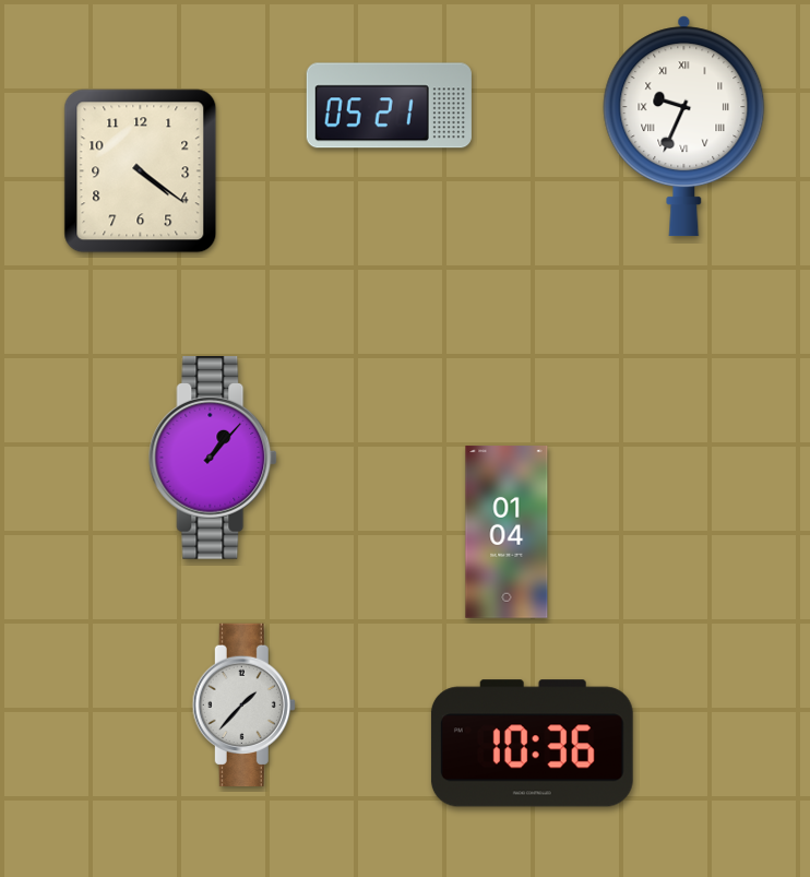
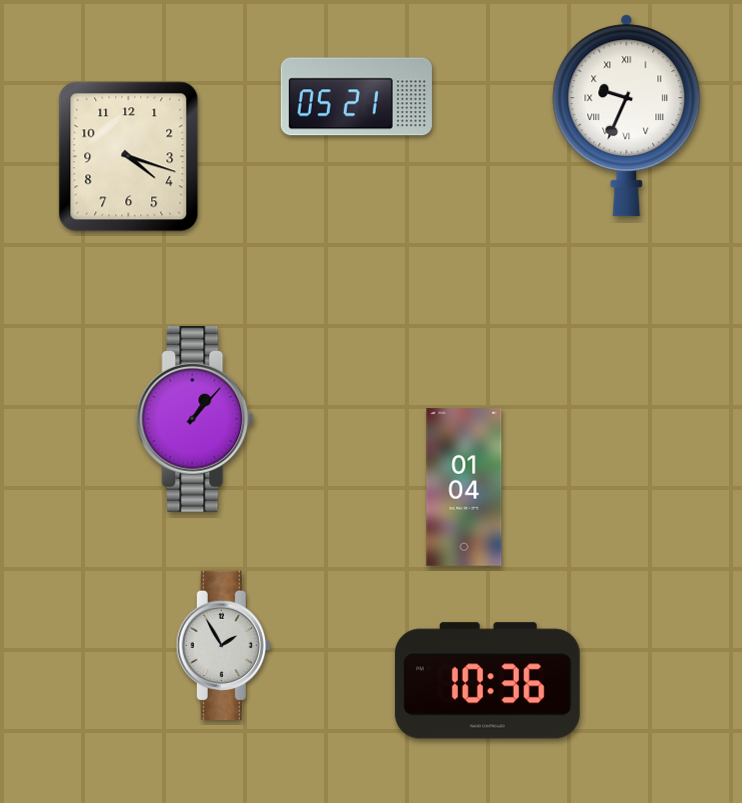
clock at (141, 171): 4:21 -> 4:18
clock at (243, 704): 1:37 -> 1:55
